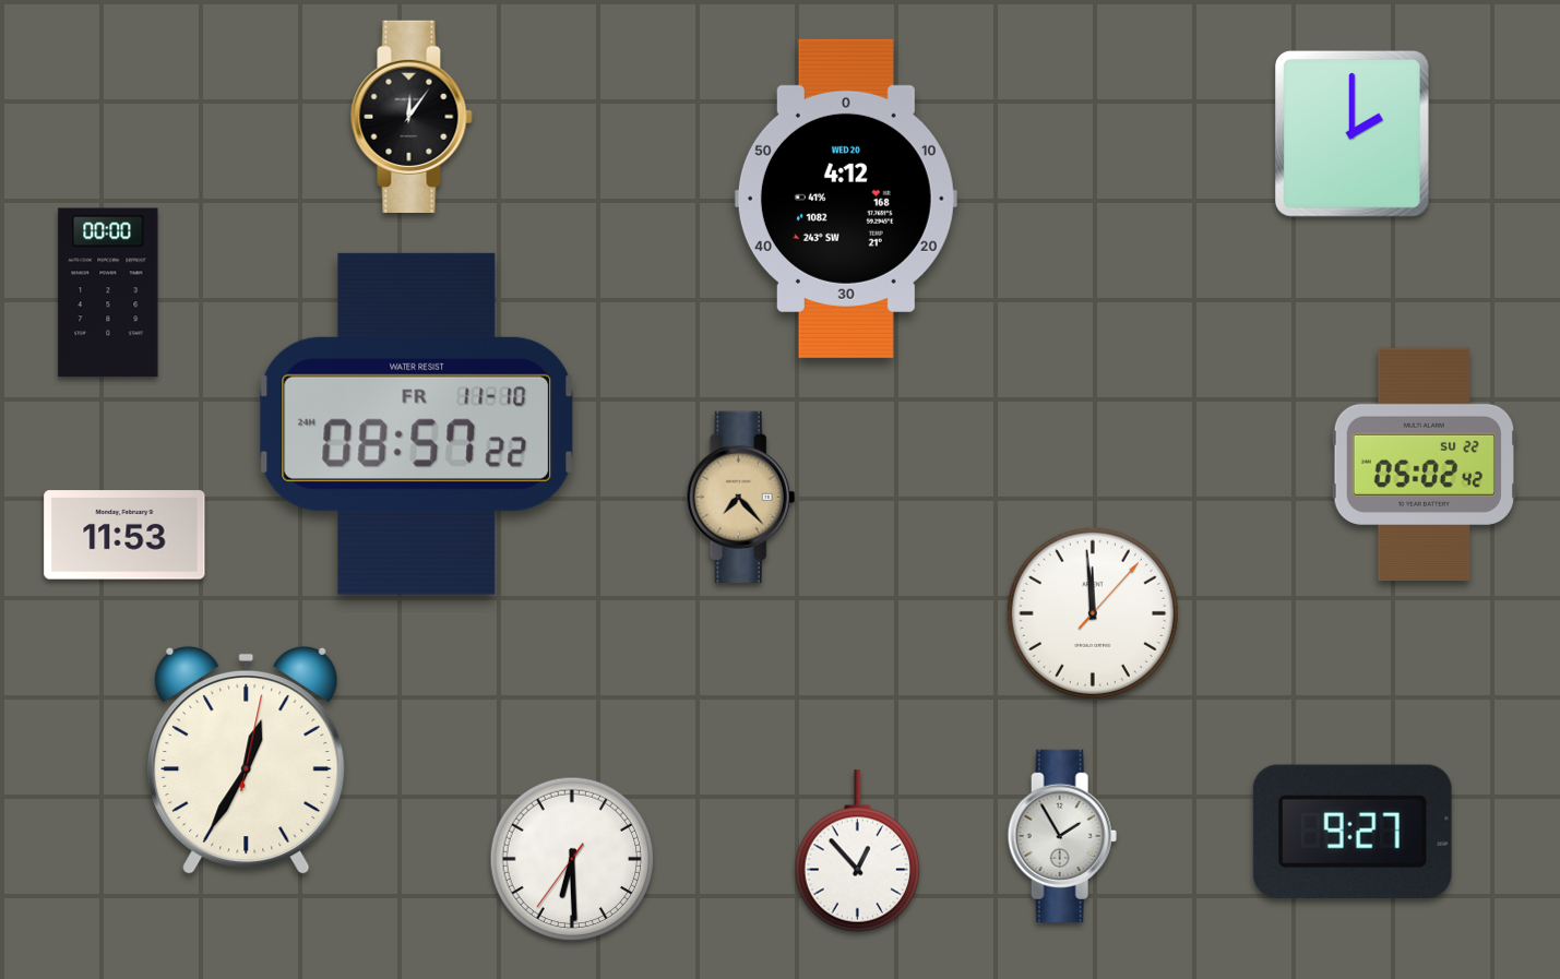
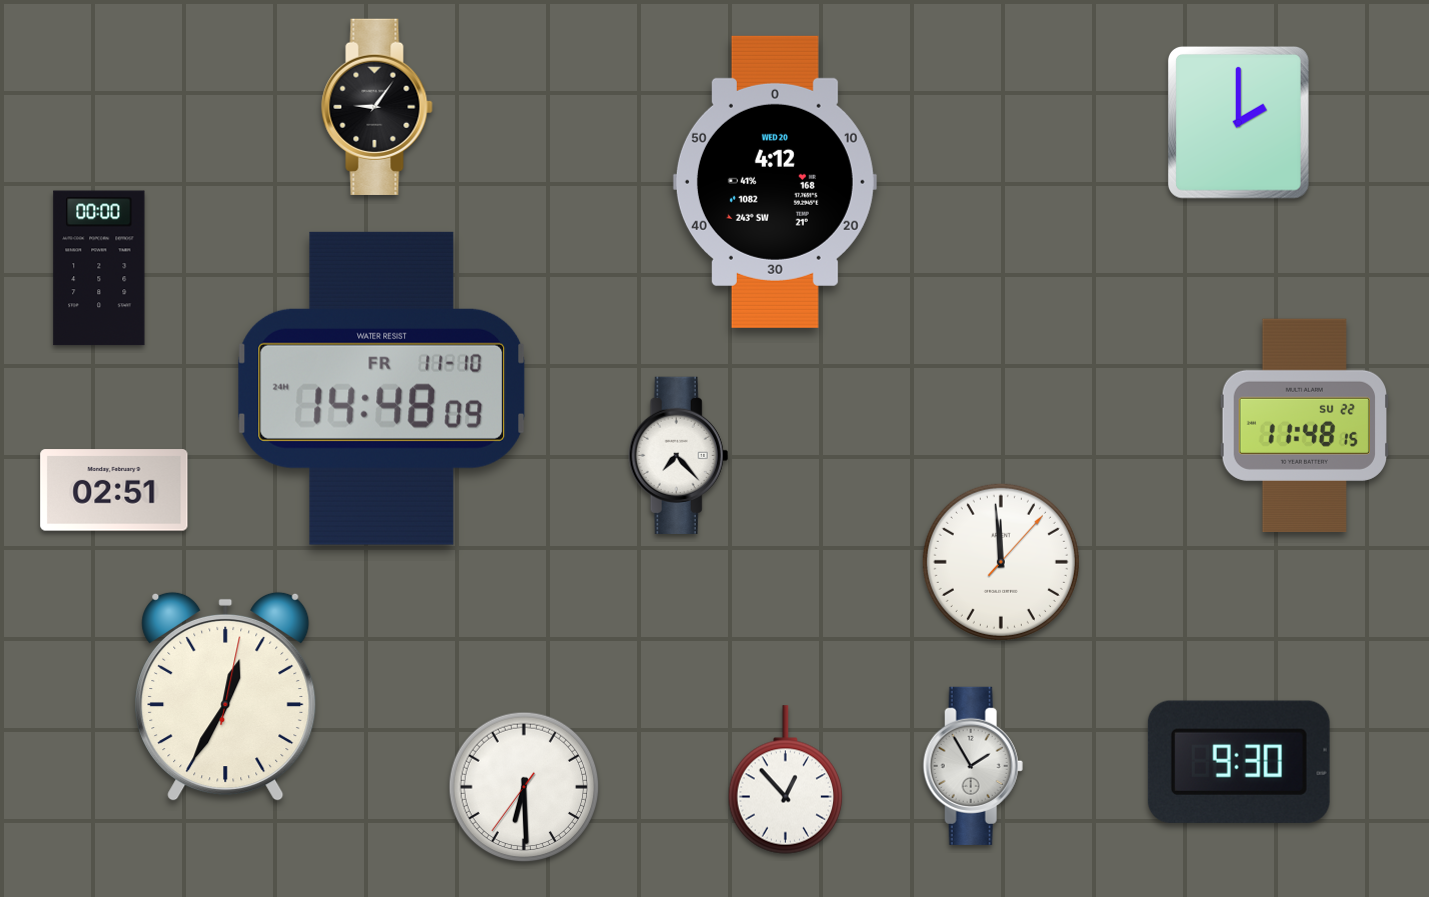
clock at (412, 117): 12:06 -> 9:06
clock at (417, 423): 08:57 -> 14:48
clock at (1424, 464): 05:02 -> 11:48
clock at (741, 497) dial: champagne -> white
clock at (124, 535): 11:53 -> 02:51
clock at (1353, 832): 9:27 -> 9:30
